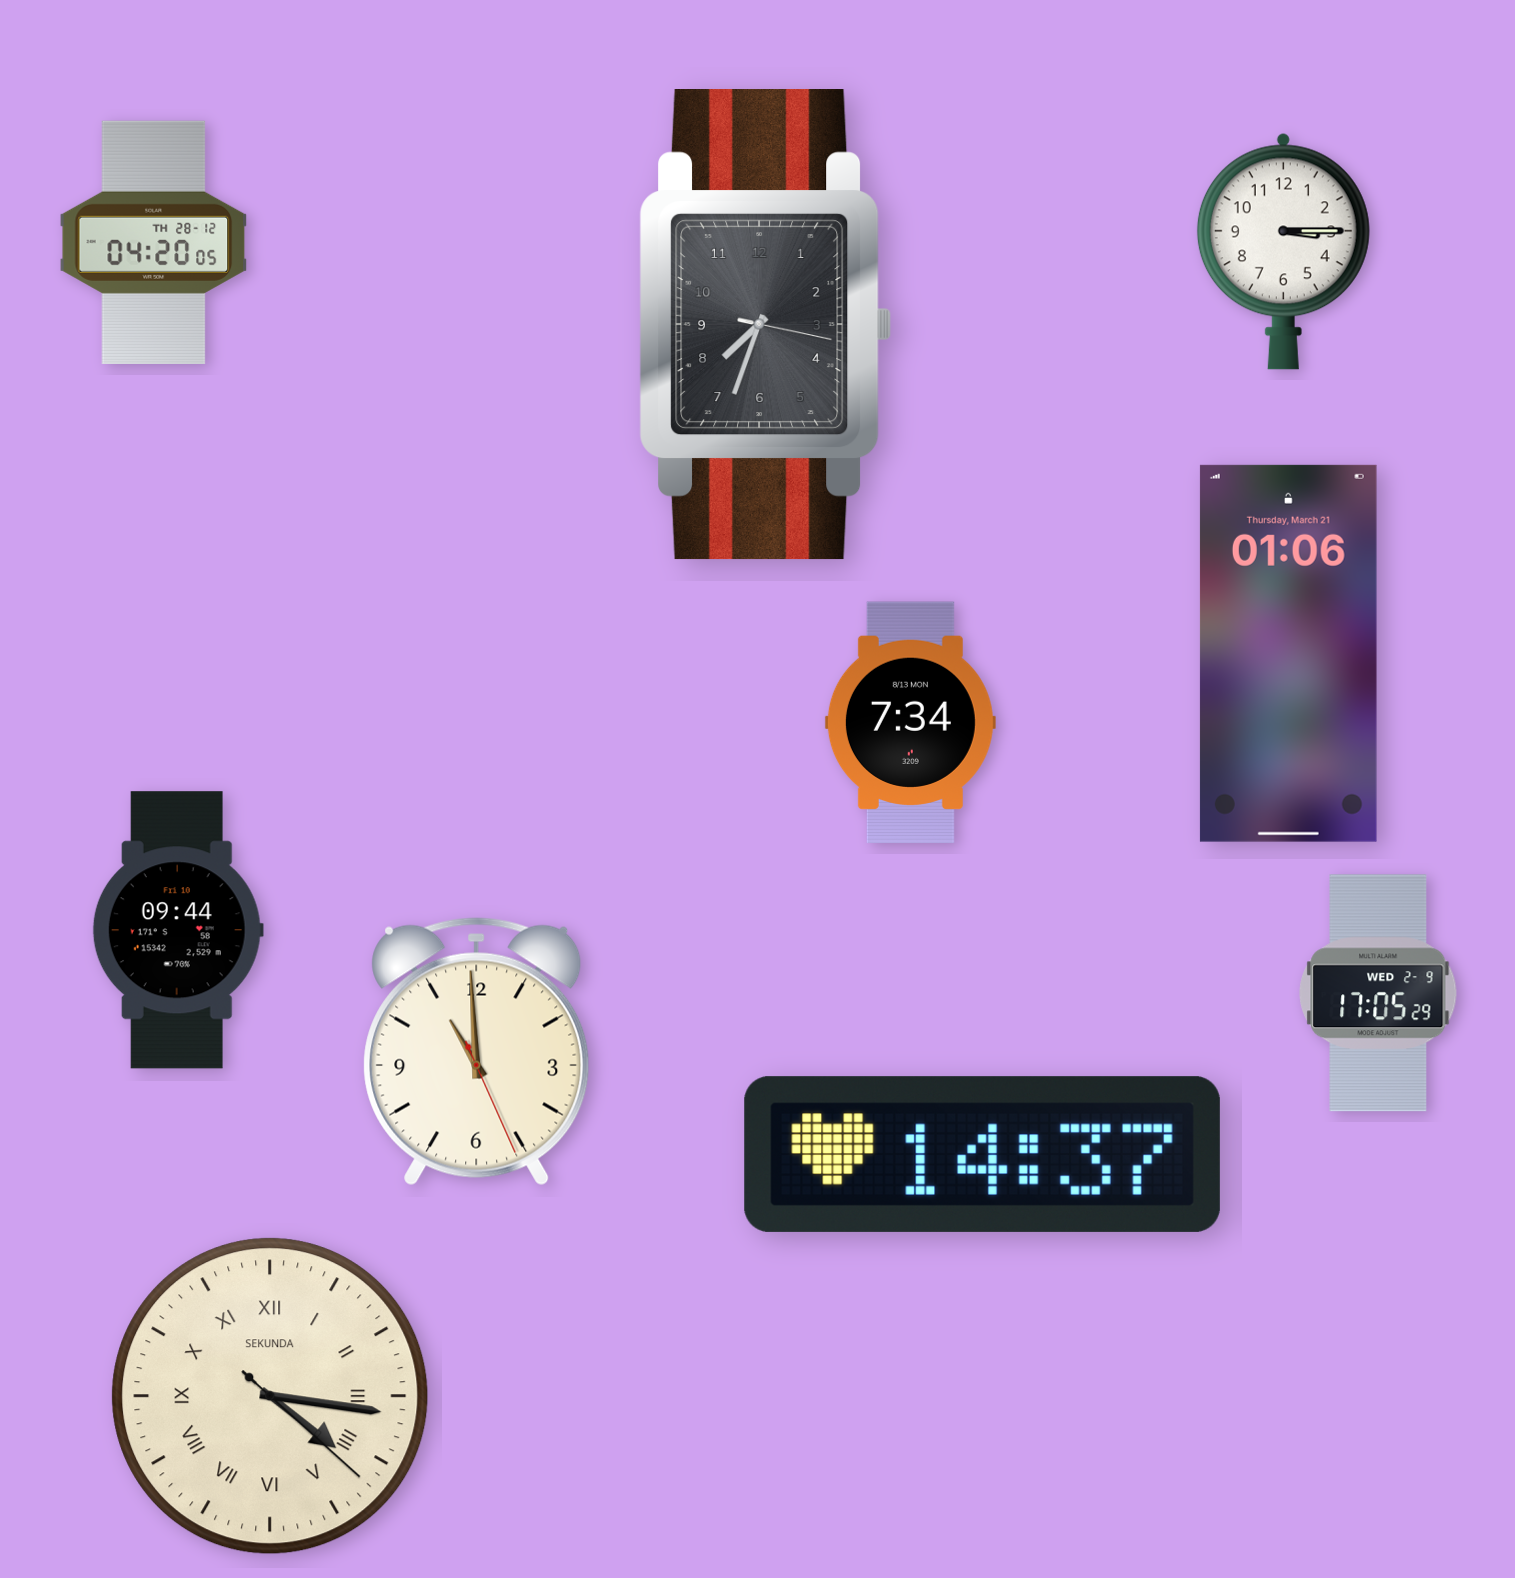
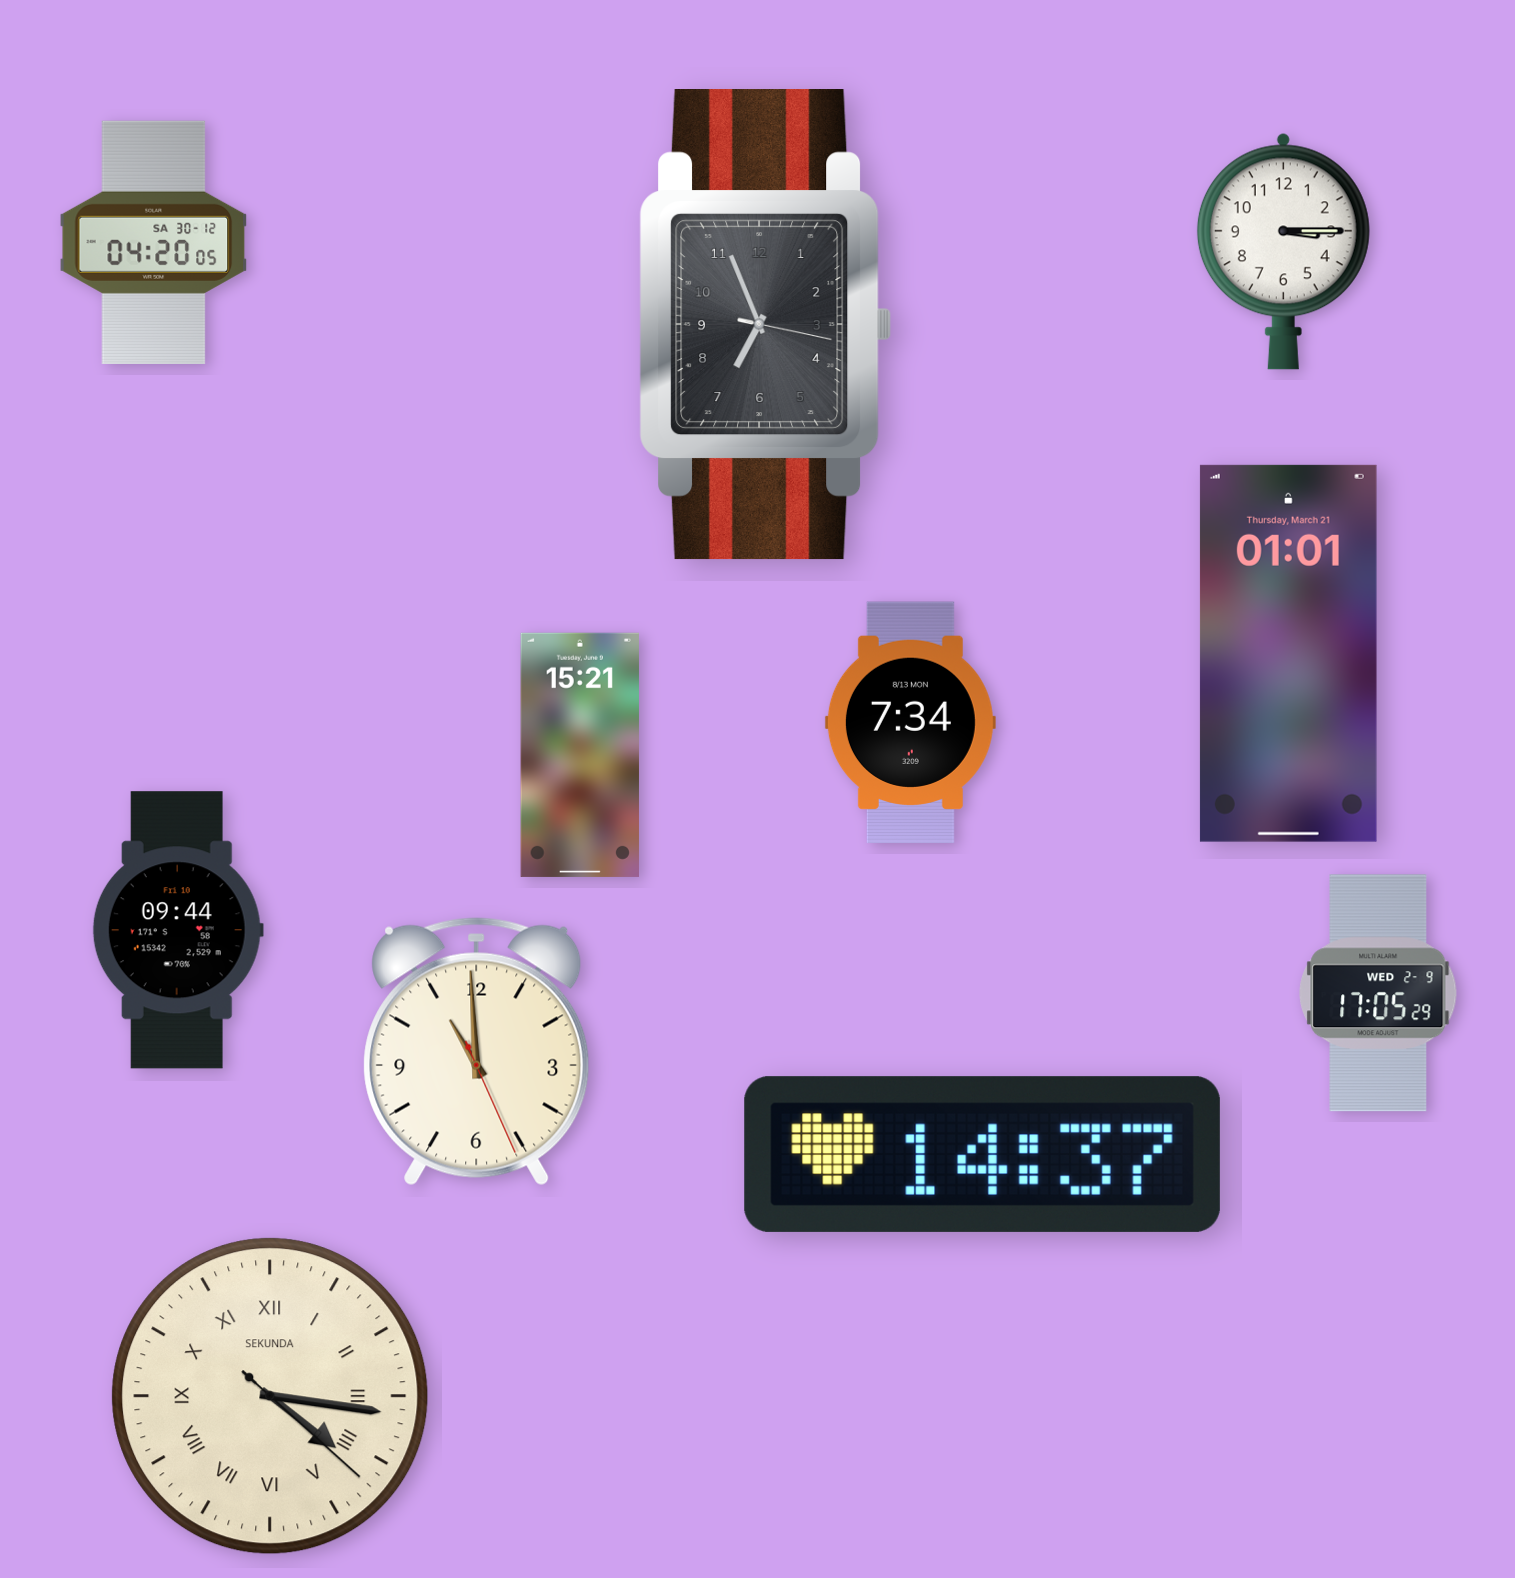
clock at (154, 242) date: TH 28-12 -> SA 30-12
clock at (766, 325): 7:33 -> 6:56
clock at (1288, 653): 01:06 -> 01:01
clock at (580, 755): none -> 15:21
